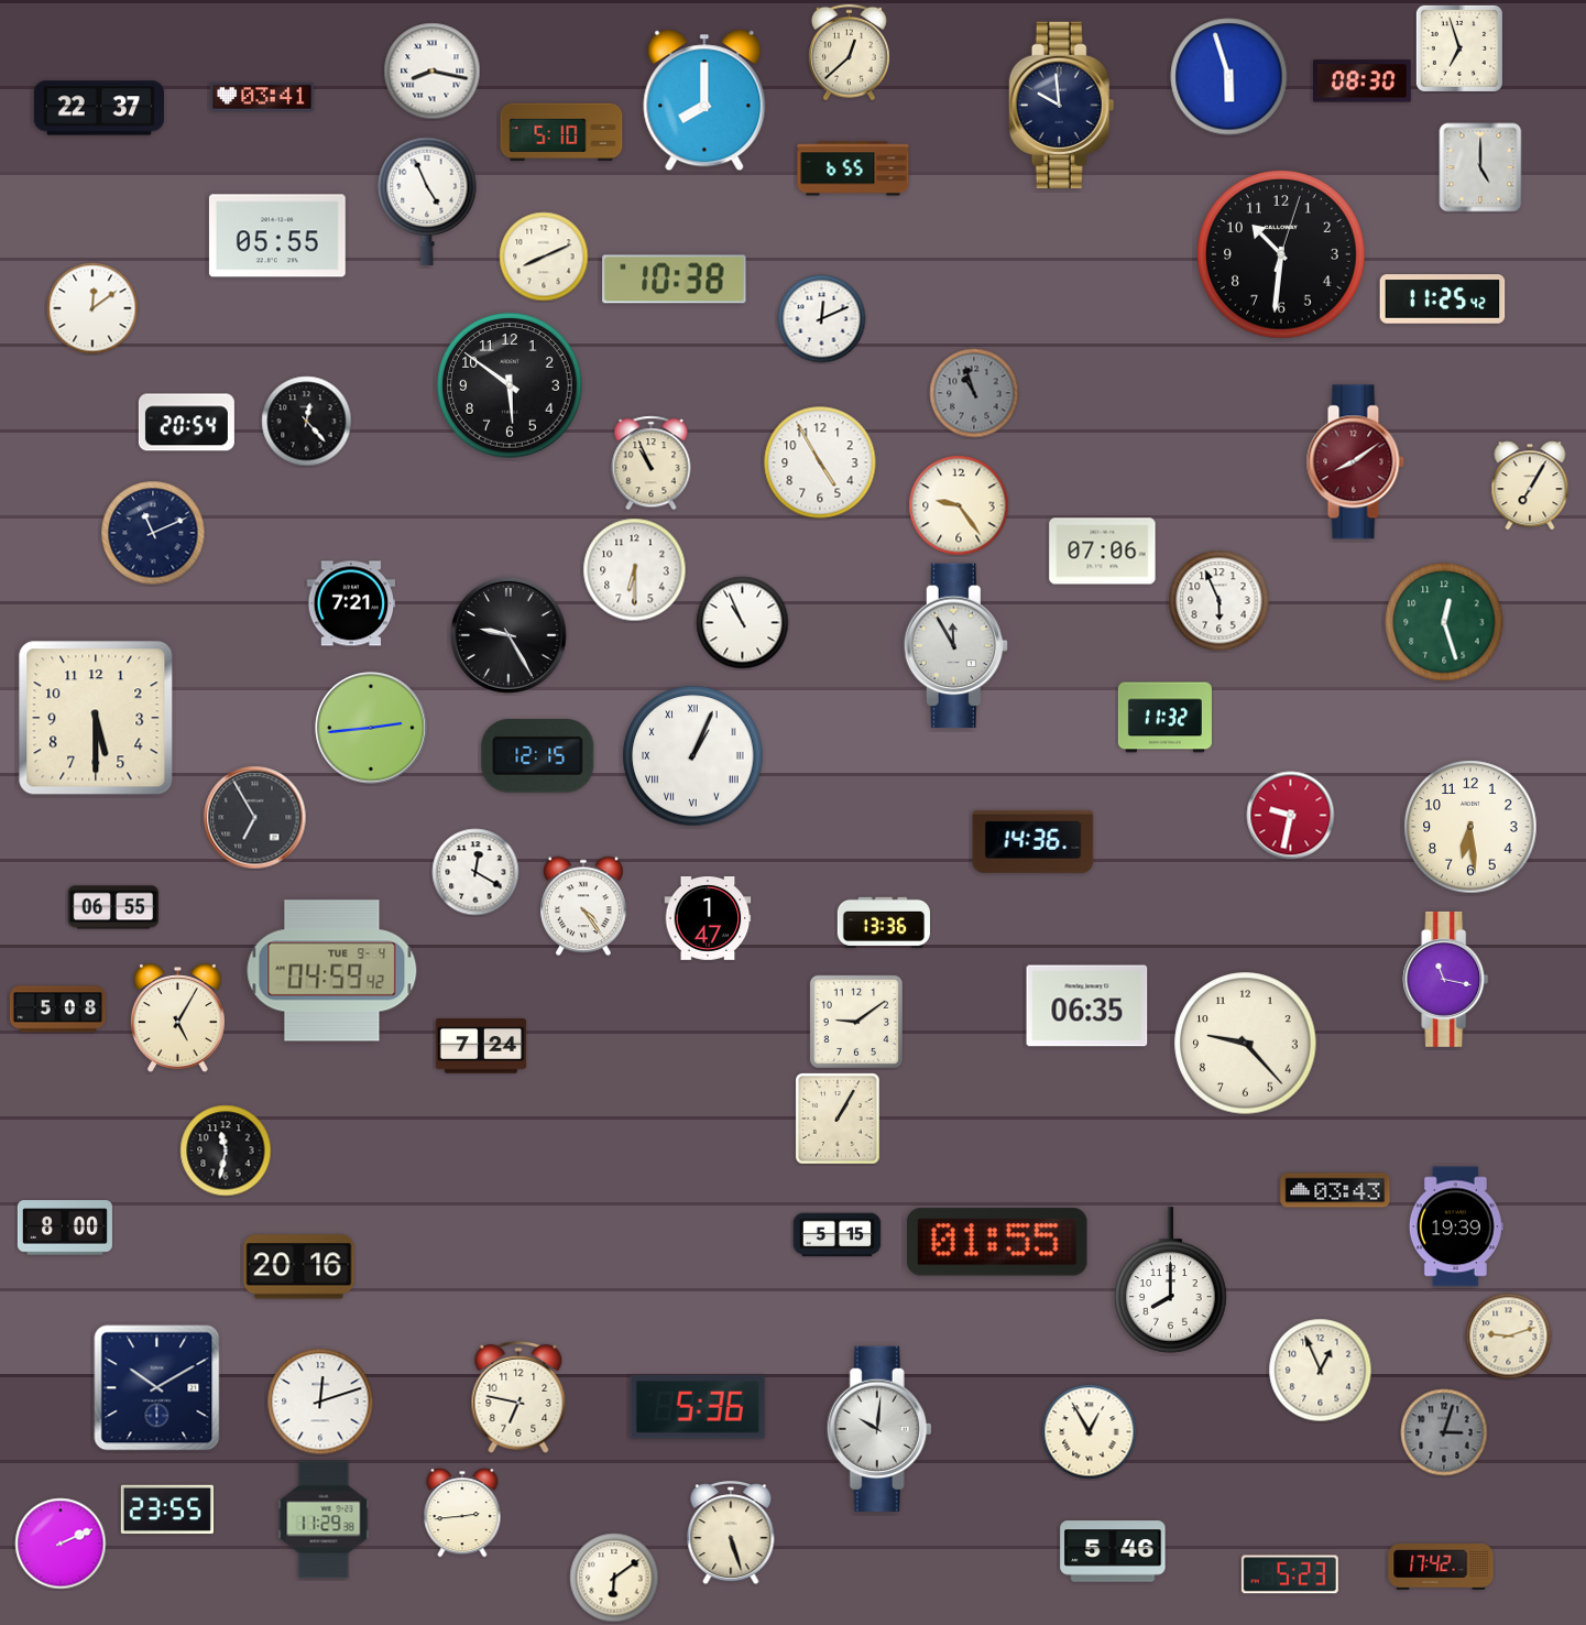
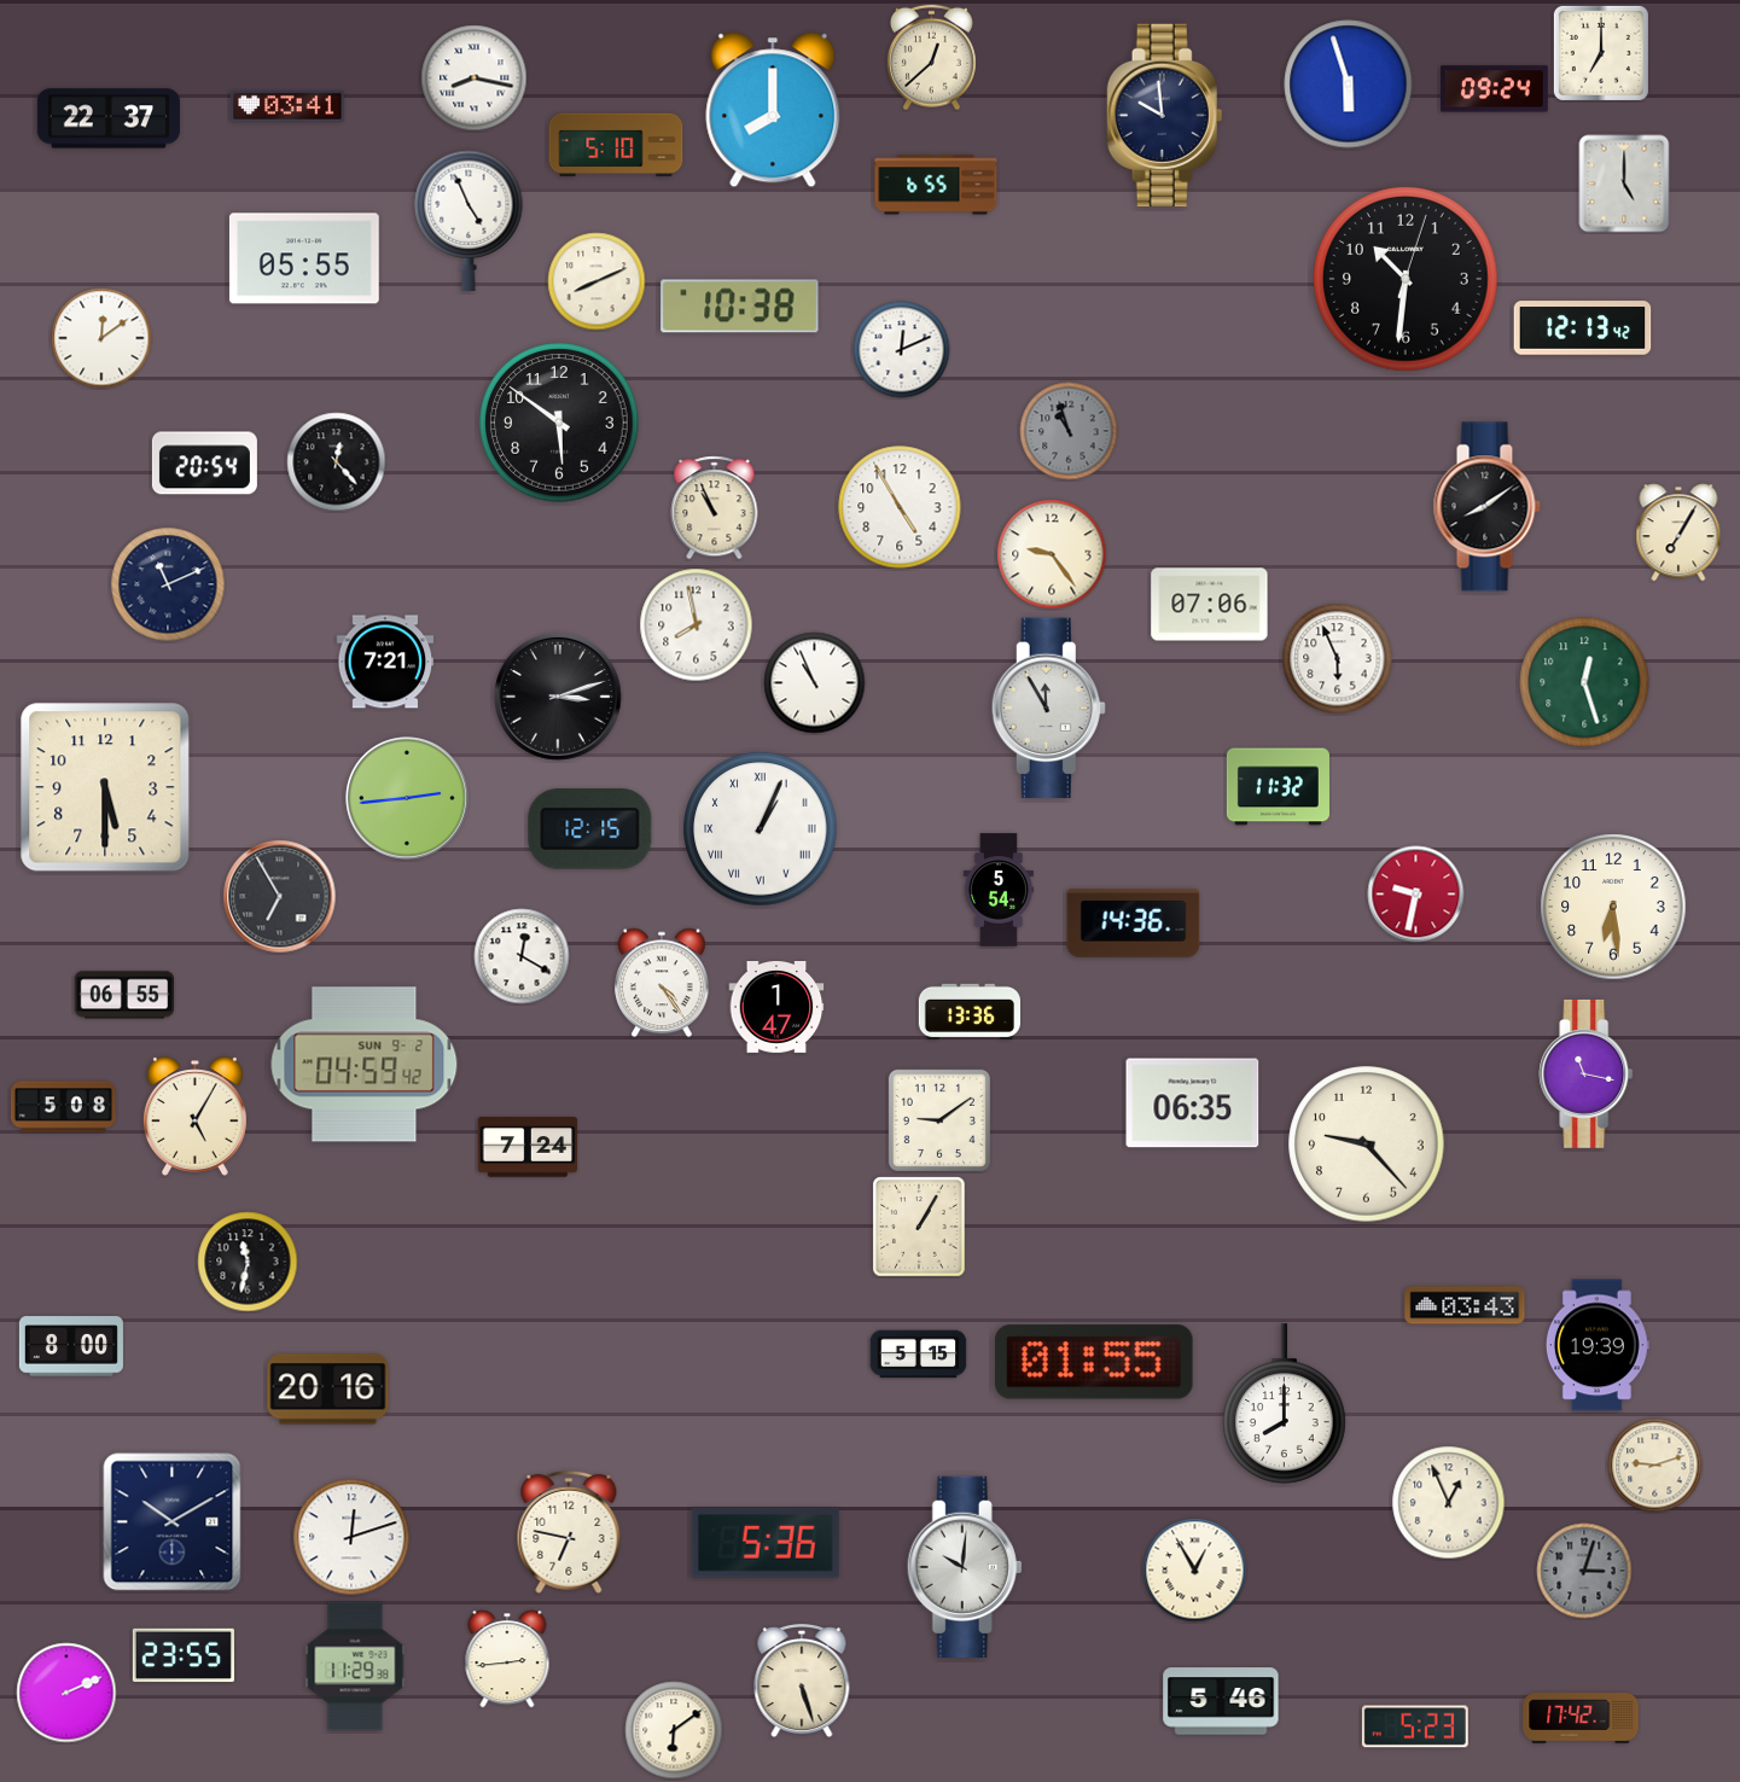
clock at (1459, 48): 6:57 -> 7:00
clock at (1361, 81): 08:30 -> 09:24
clock at (1443, 299): 11:25 -> 12:13
clock at (1355, 462) dial: burgundy -> black
clock at (635, 570): 6:30 -> 7:58
clock at (508, 635): 9:25 -> 3:12
clock at (999, 890): none -> 5:54
clock at (583, 906) position: (583, 906) -> (662, 983)
clock at (332, 971) date: TUE 9-4 -> SUN 9-2
